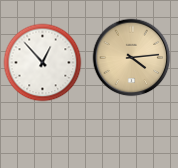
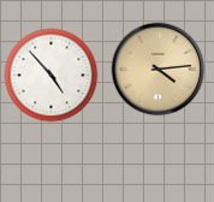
clock at (42, 62): 12:53 -> 4:53
